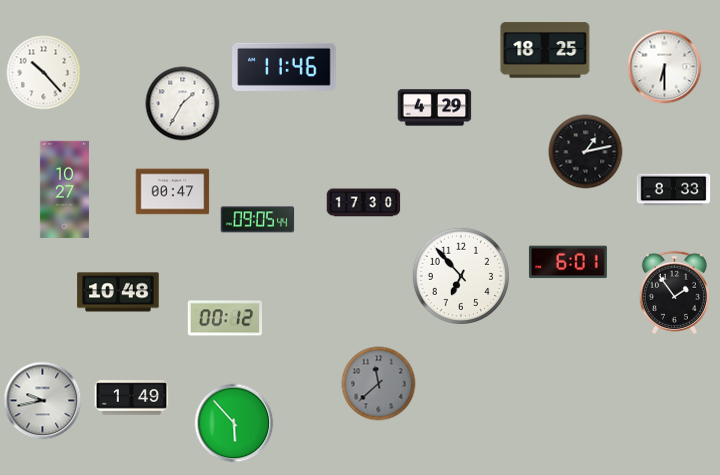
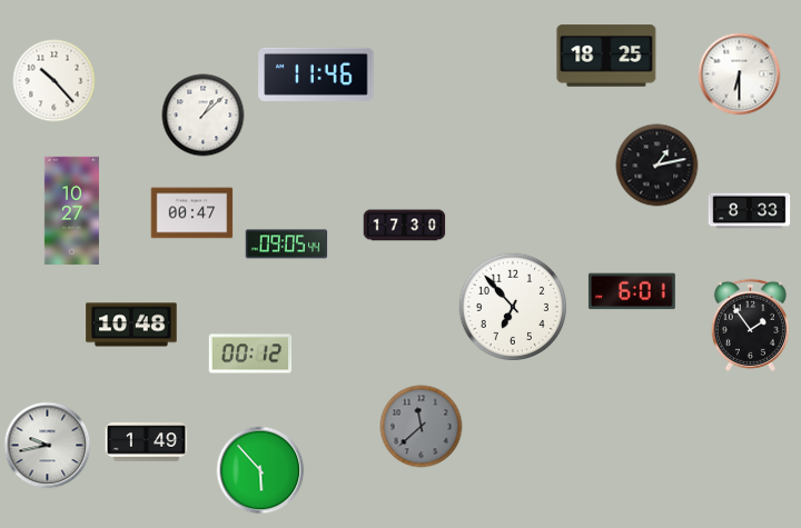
clock at (44, 73) position: (44, 73) -> (55, 81)
clock at (183, 104): 1:35 -> 1:08
clock at (435, 108): 4:29 -> none
clock at (586, 152) position: (586, 152) -> (657, 166)
